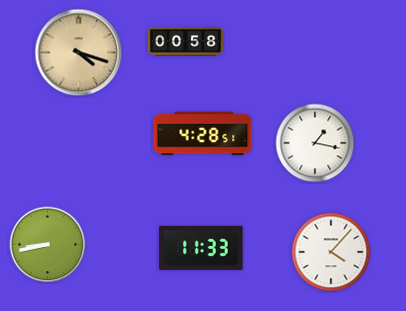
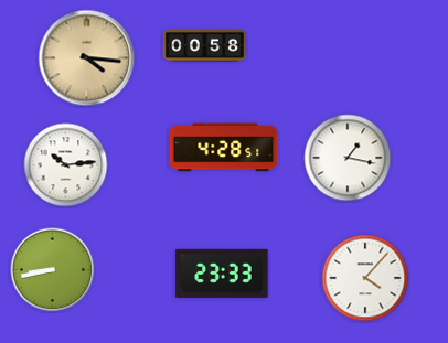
clock at (79, 53): 4:18 -> 4:16
clock at (66, 165): none -> 10:14
clock at (201, 248): 11:33 -> 23:33
